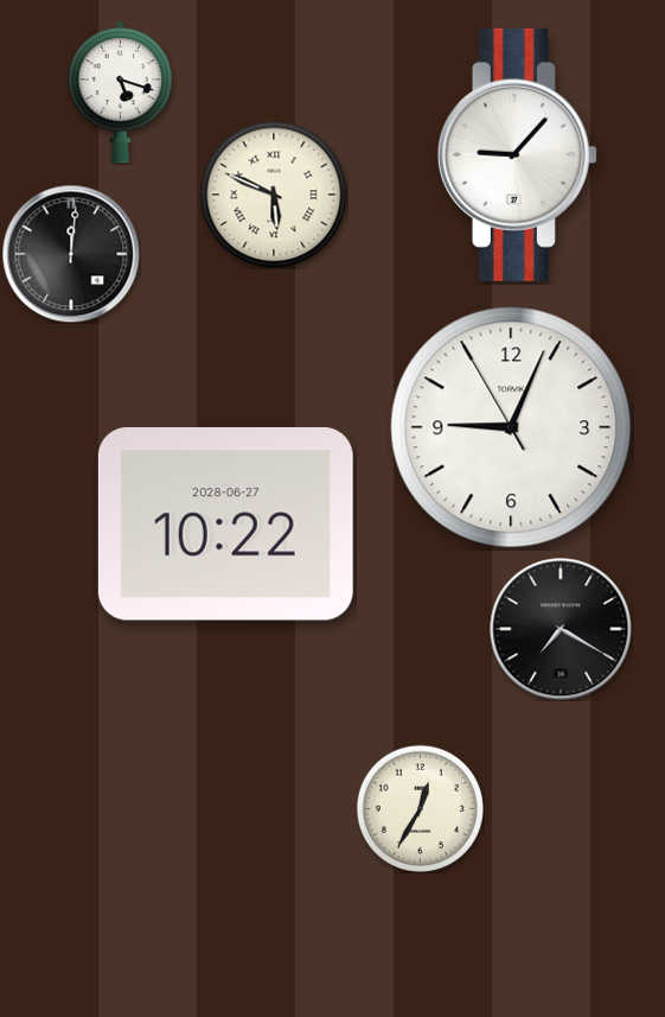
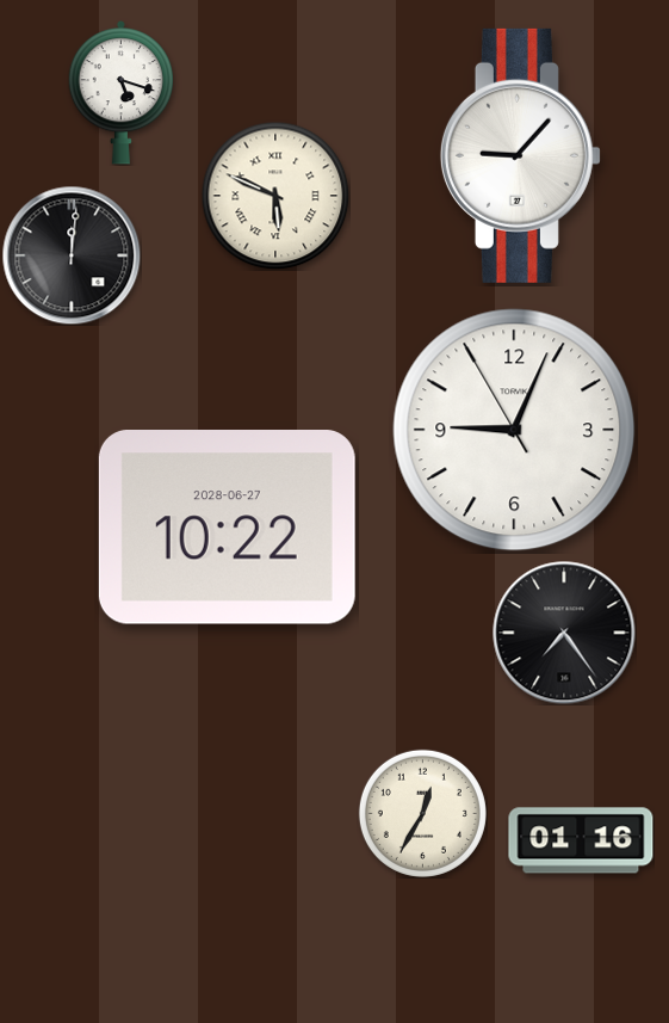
clock at (561, 629): 7:20 -> 7:24
clock at (581, 840): none -> 01:16
